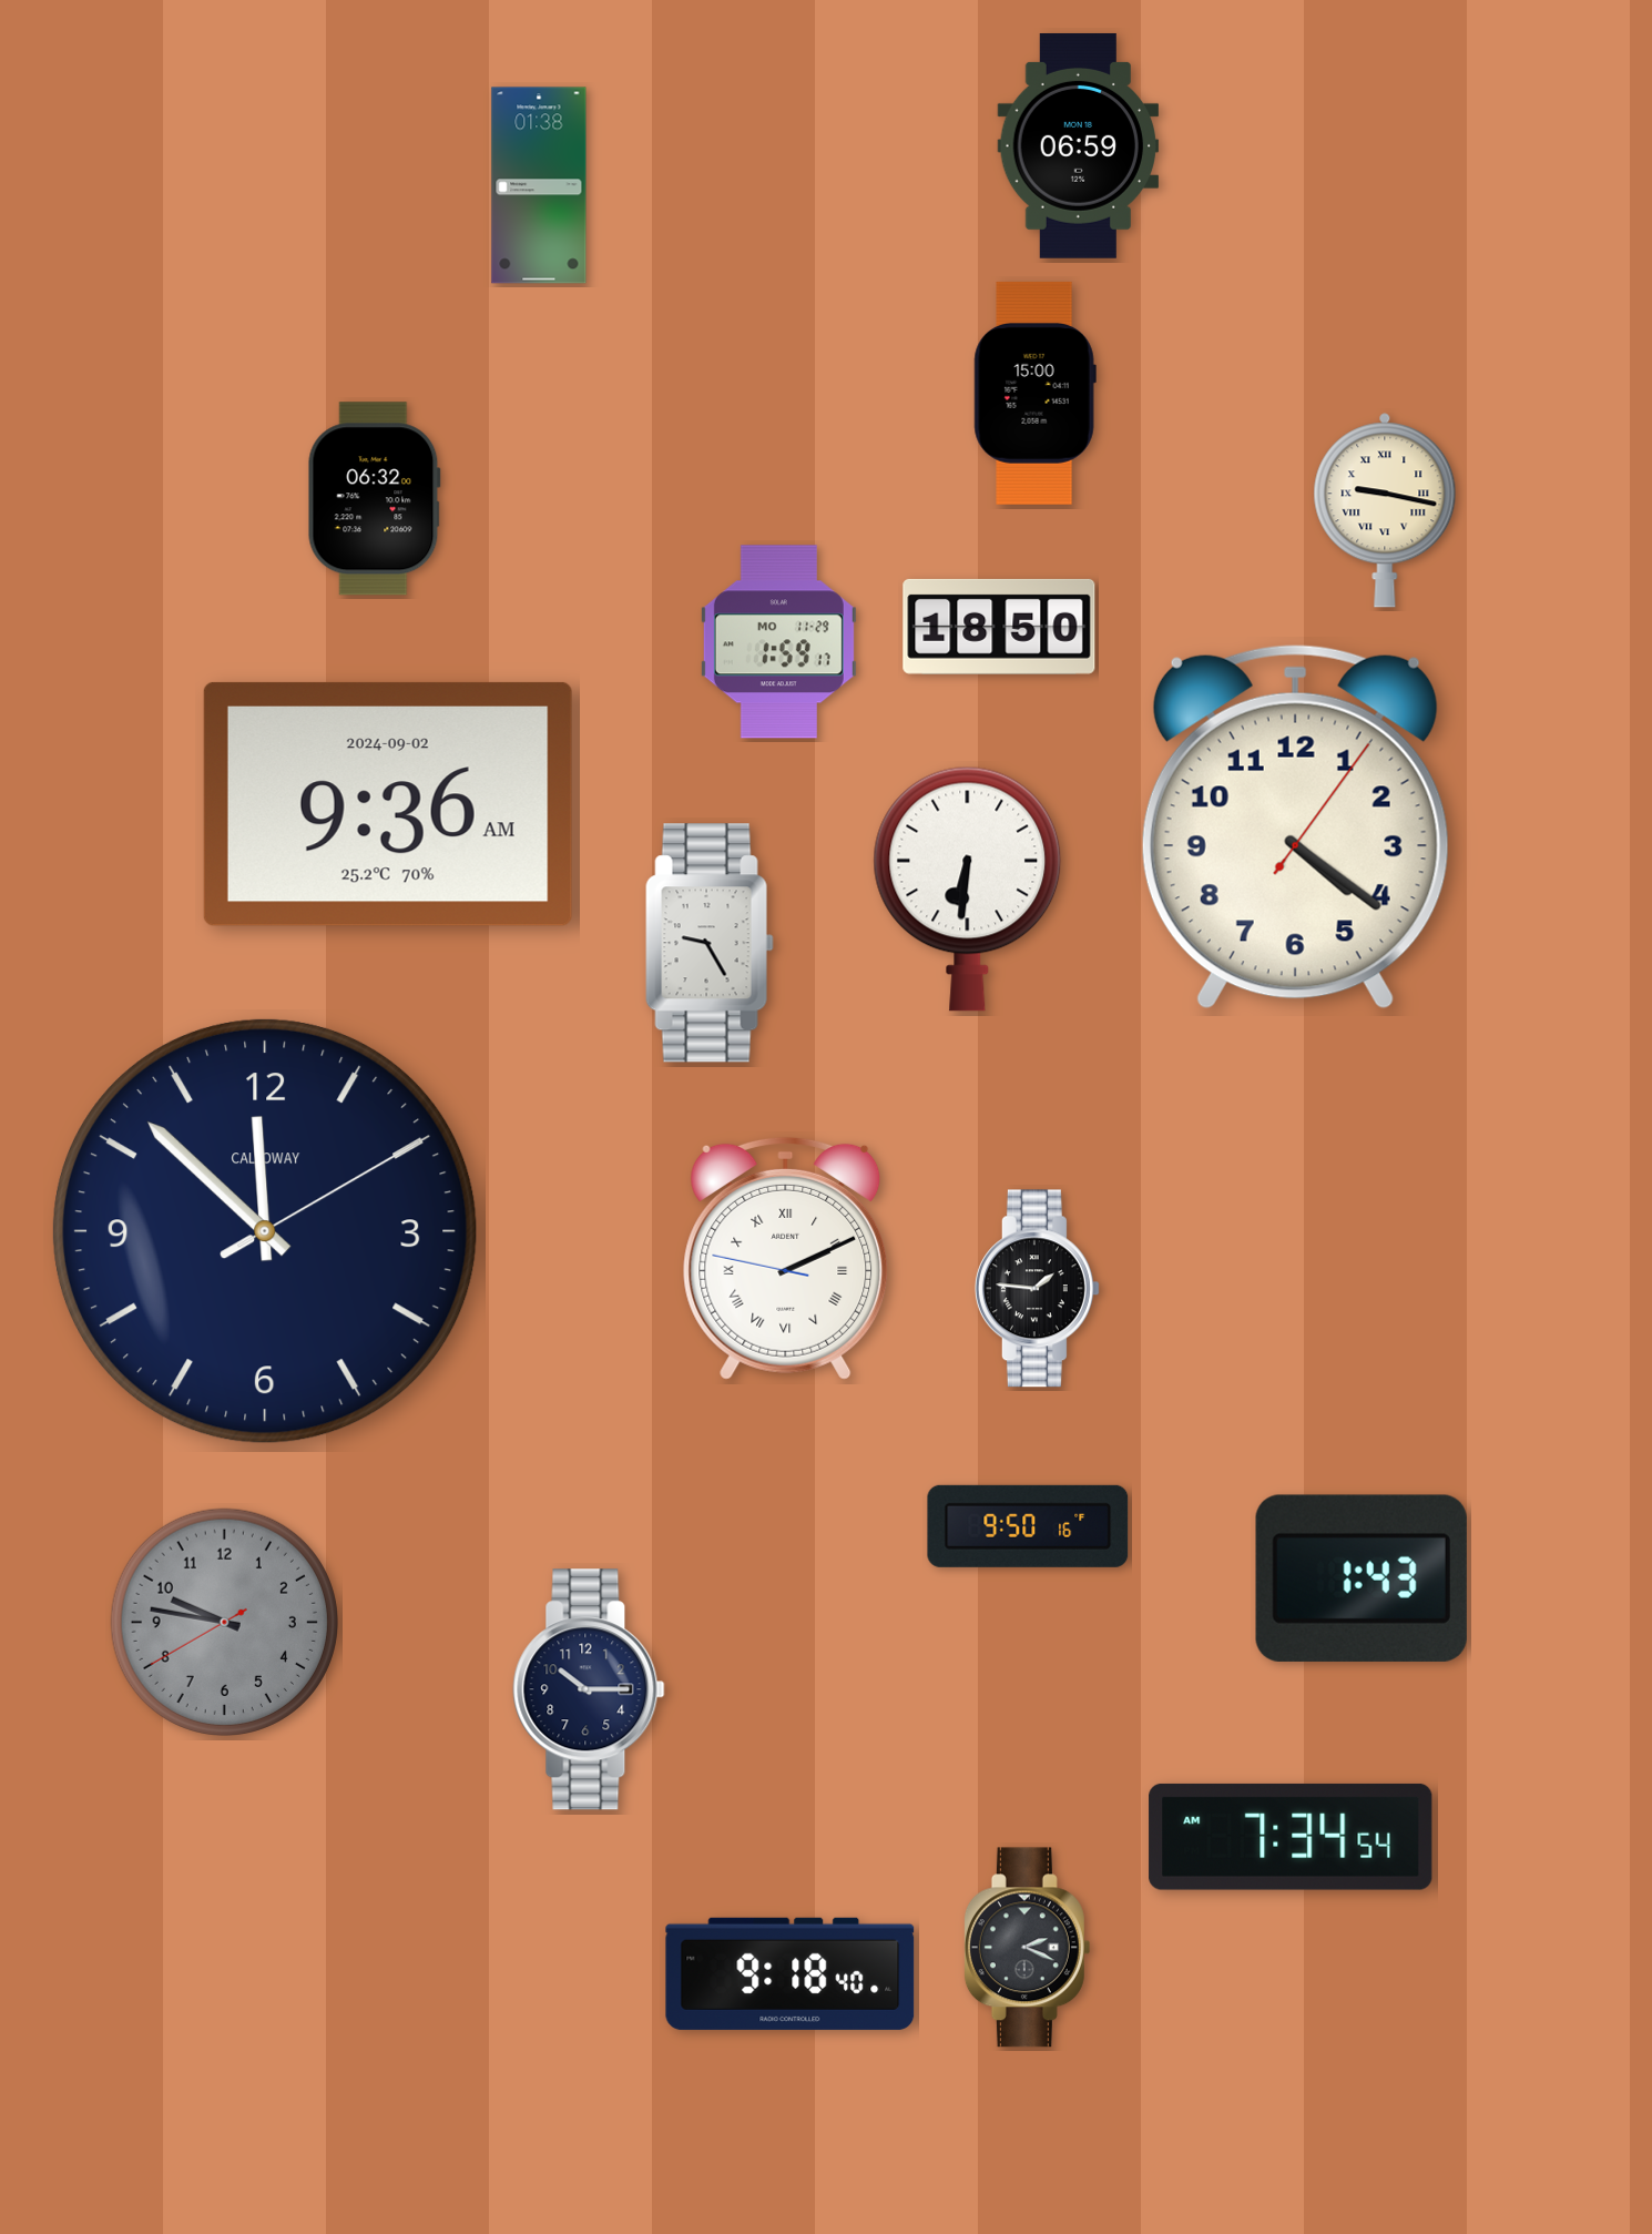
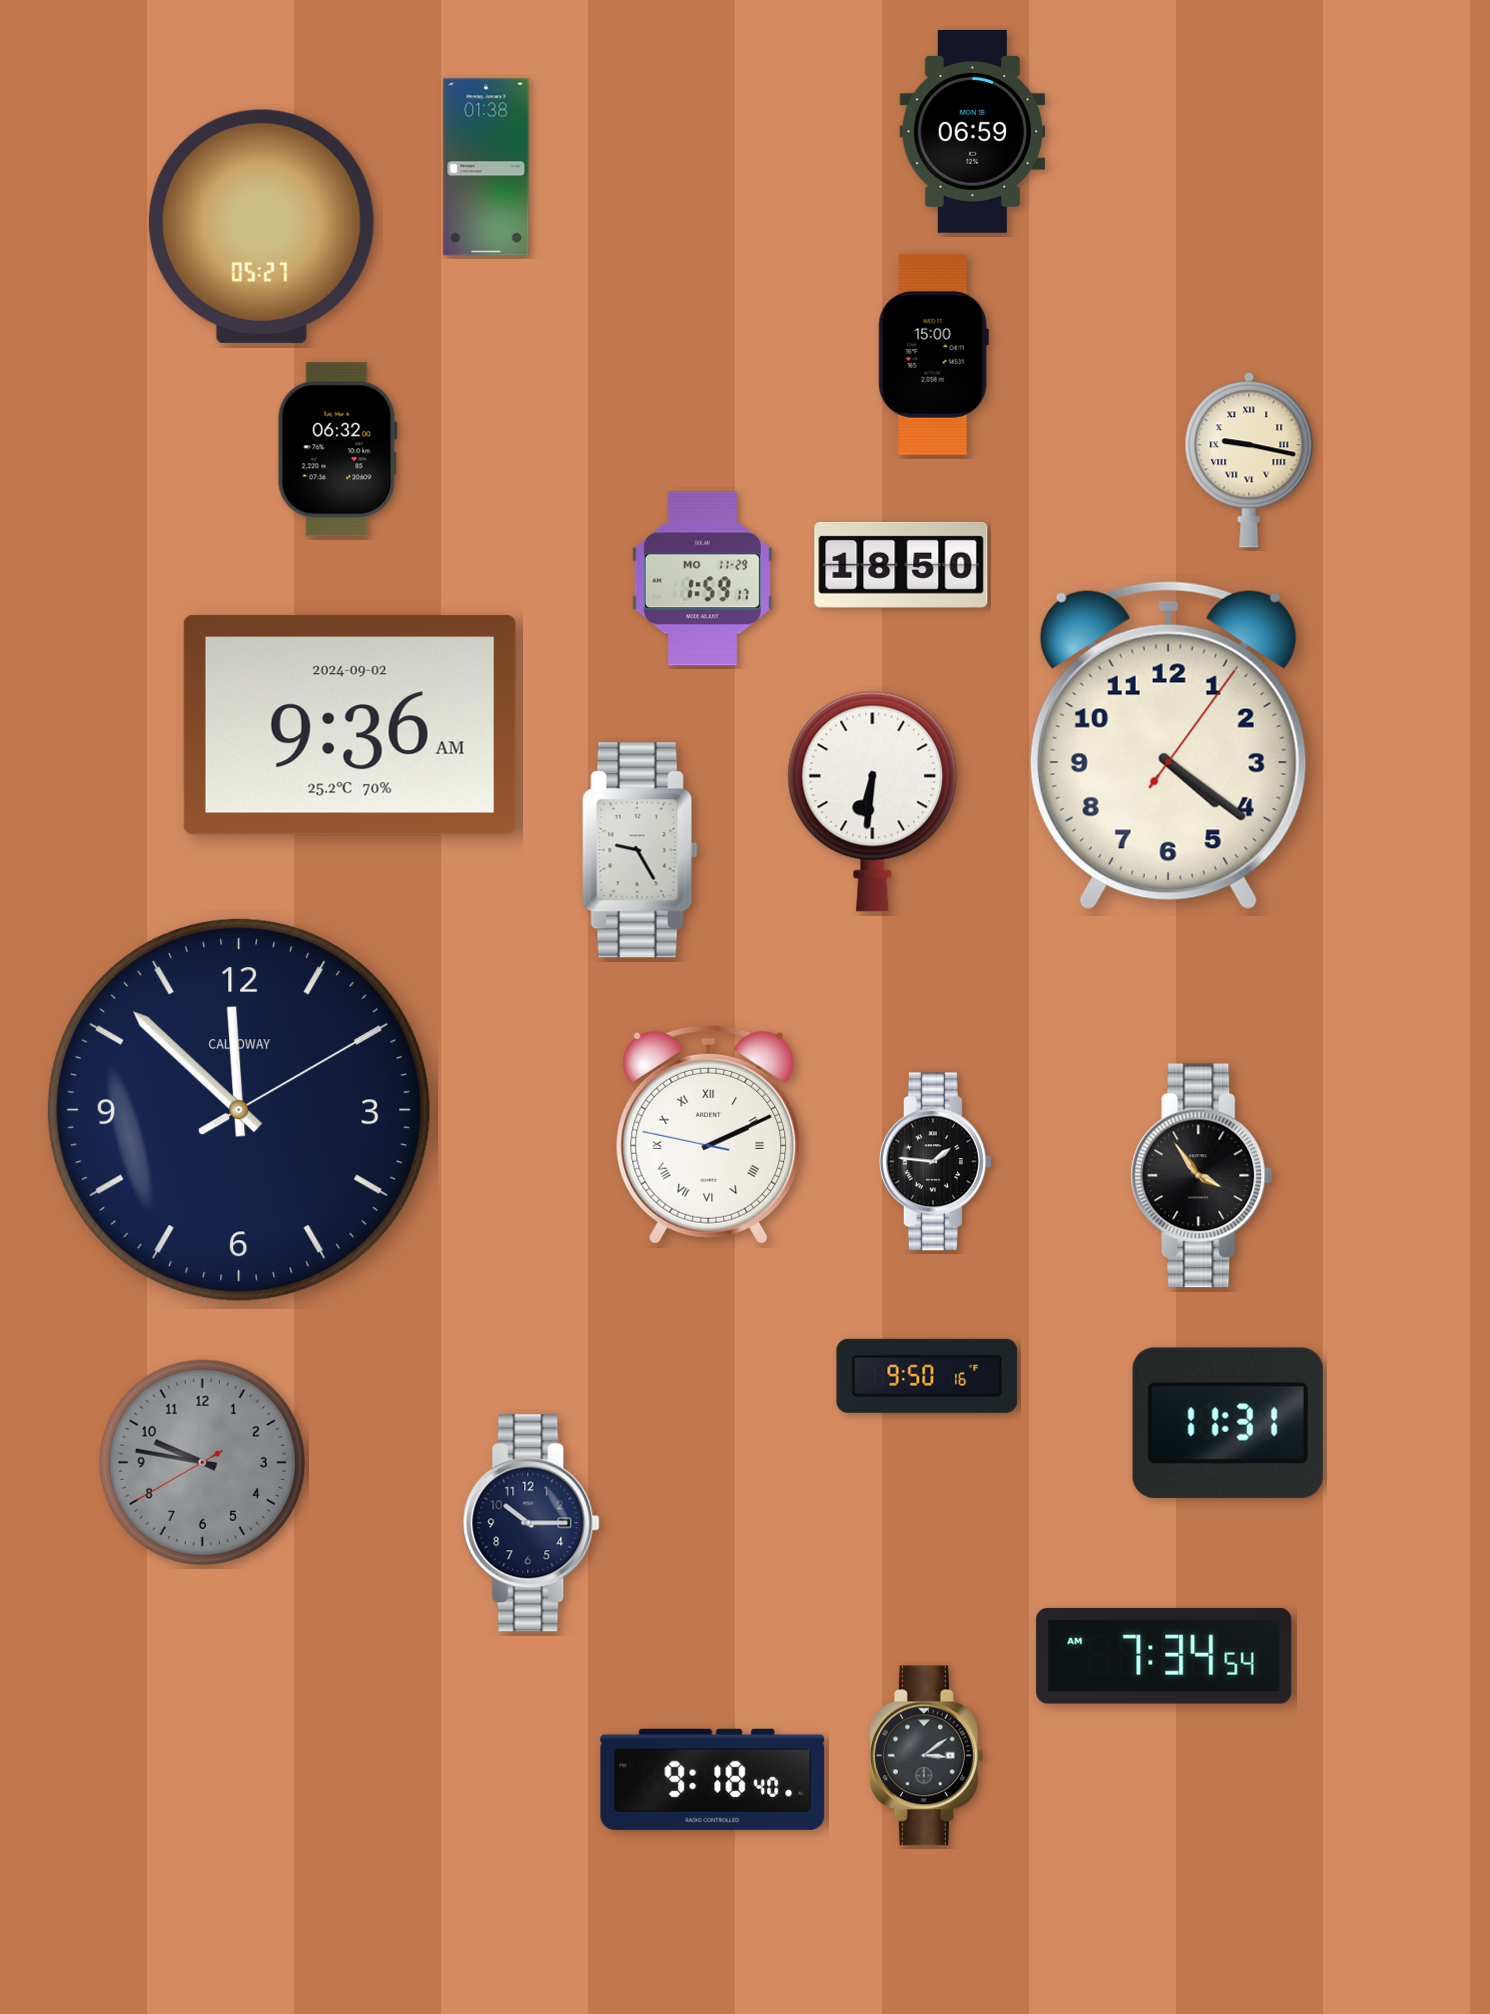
clock at (261, 226): none -> 05:27
clock at (1202, 1176): none -> 3:54
clock at (1362, 1578): 1:43 -> 11:31
clock at (1027, 1948): 2:19 -> 3:09
